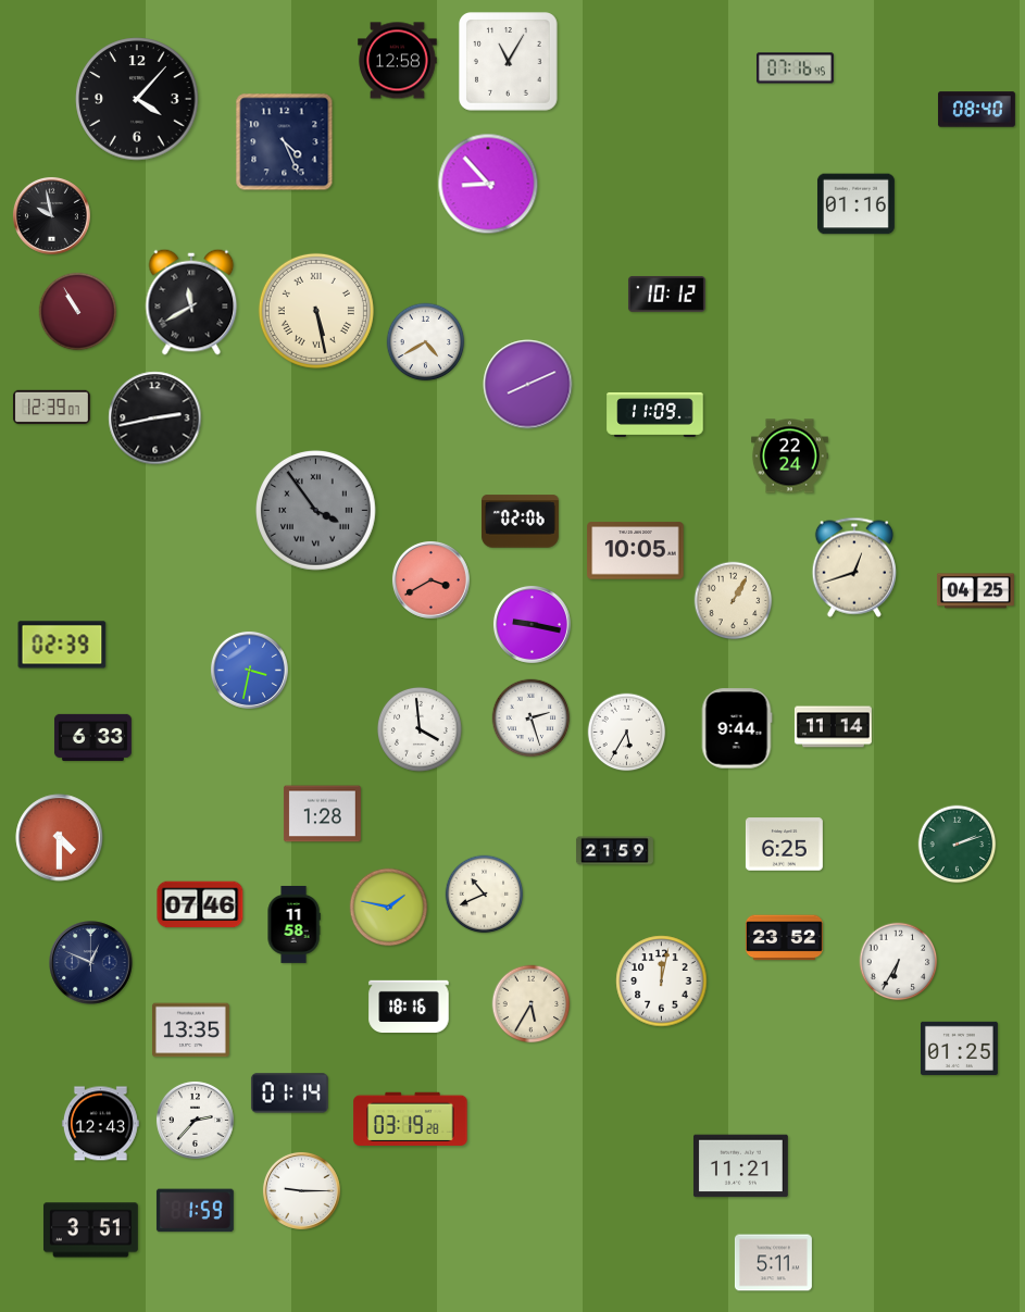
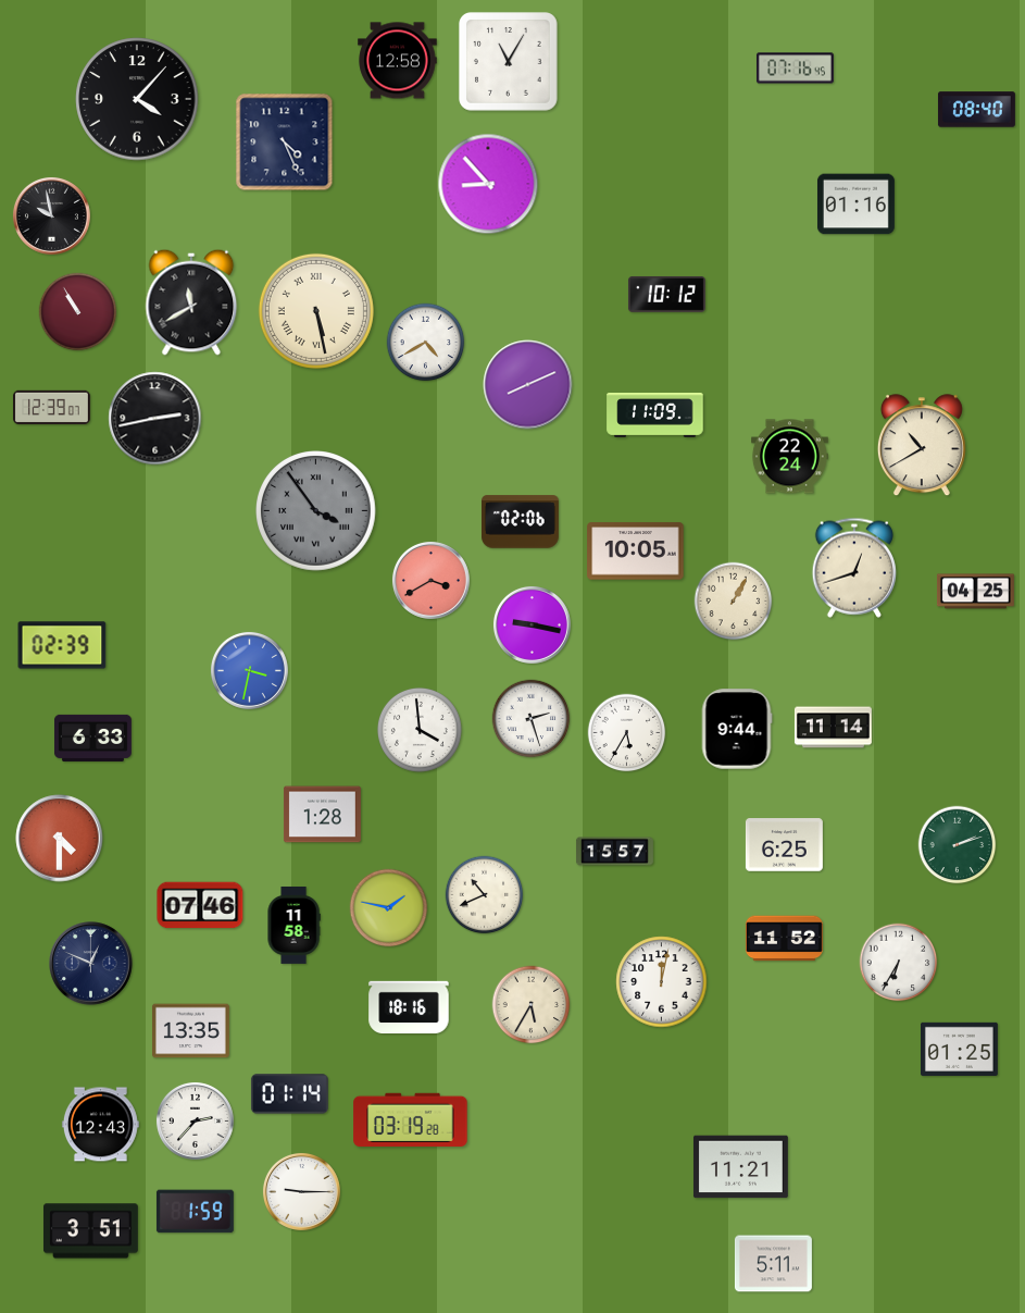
clock at (922, 446): none -> 10:40
clock at (614, 851): 21:59 -> 15:57
clock at (784, 938): 23:52 -> 11:52
